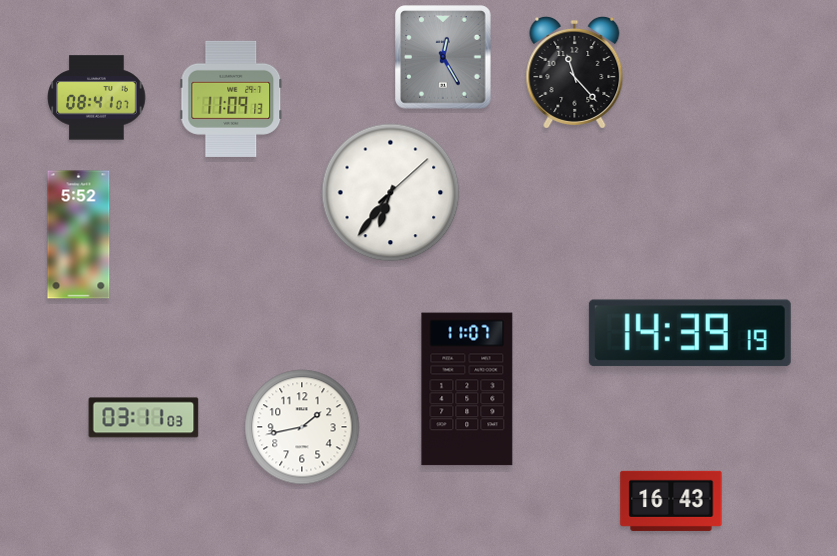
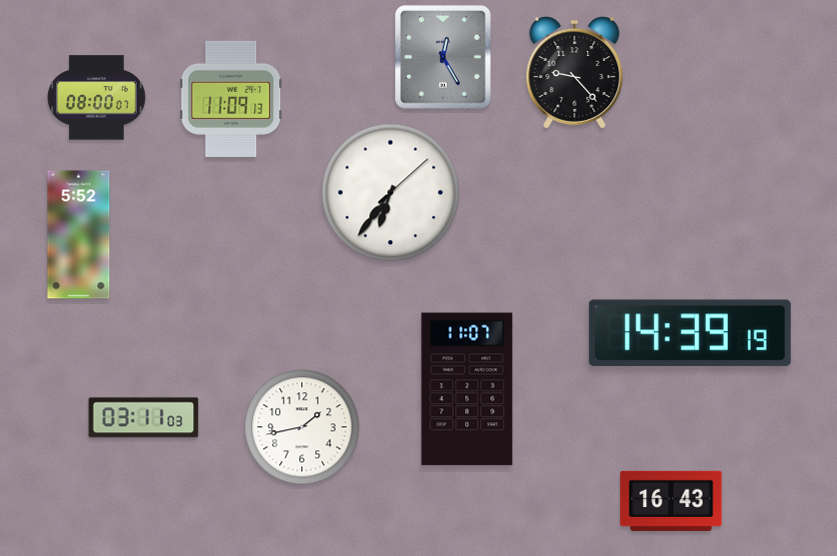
clock at (575, 72): 11:23 -> 9:23
clock at (97, 98): 08:41 -> 08:00
